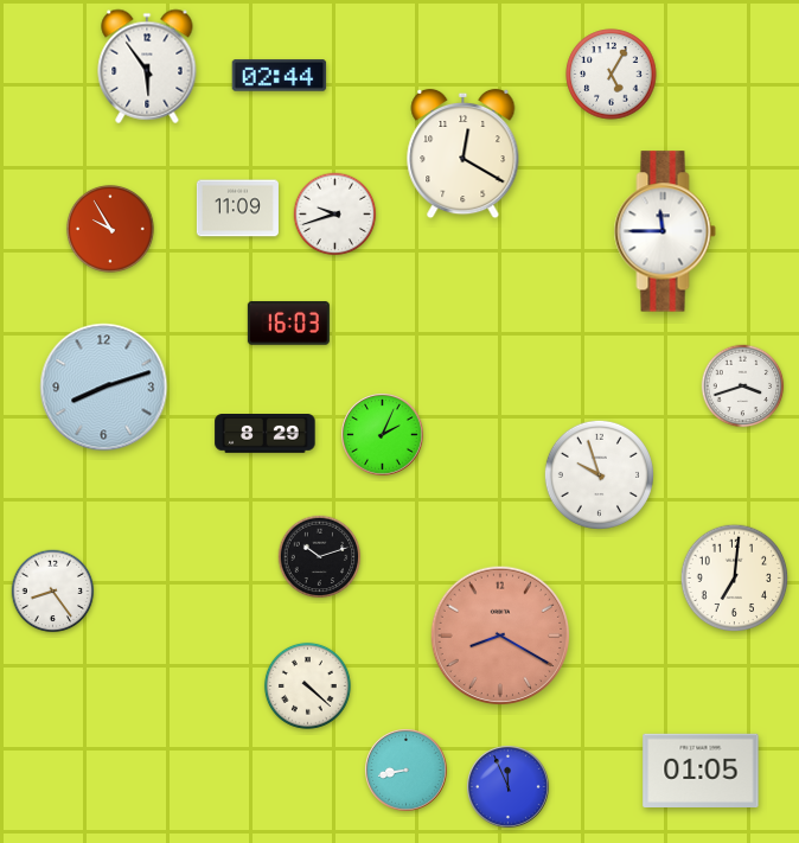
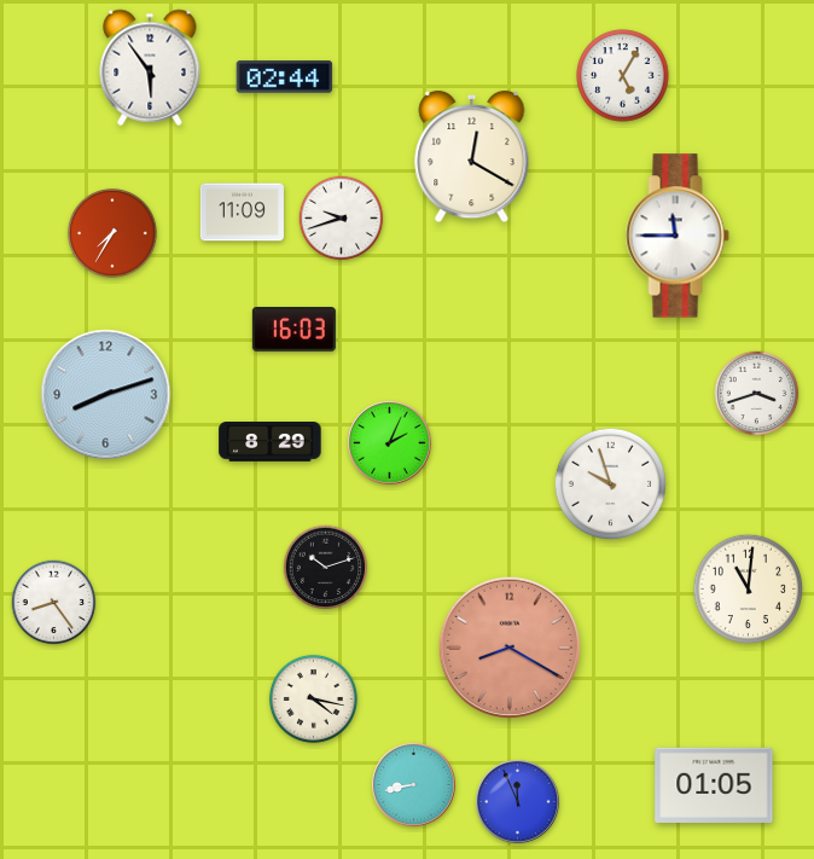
clock at (110, 229): 9:55 -> 7:35
clock at (735, 579): 7:01 -> 11:01
clock at (307, 685): 4:22 -> 4:17
